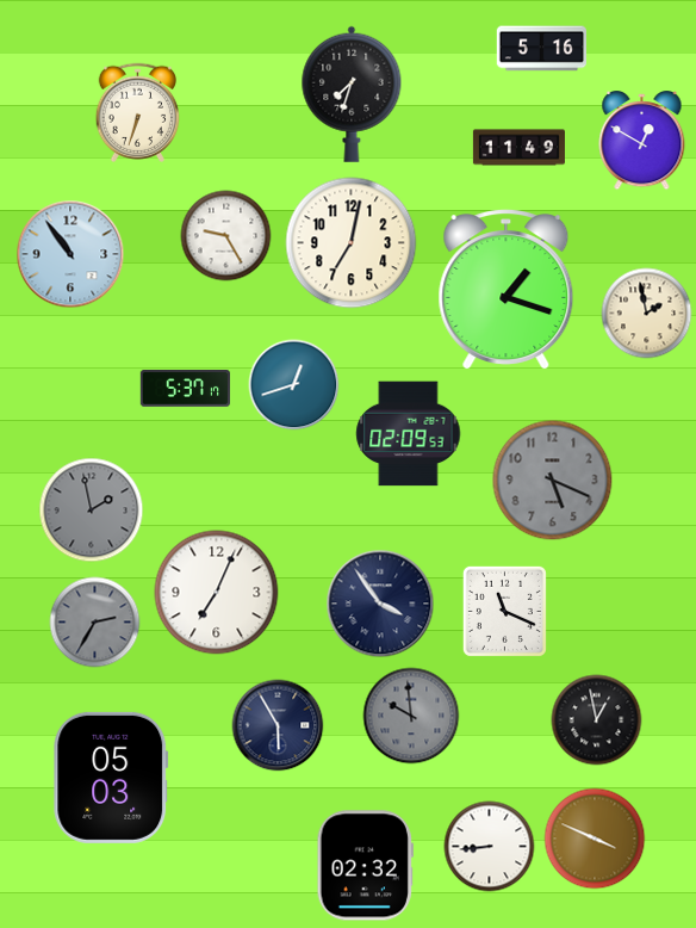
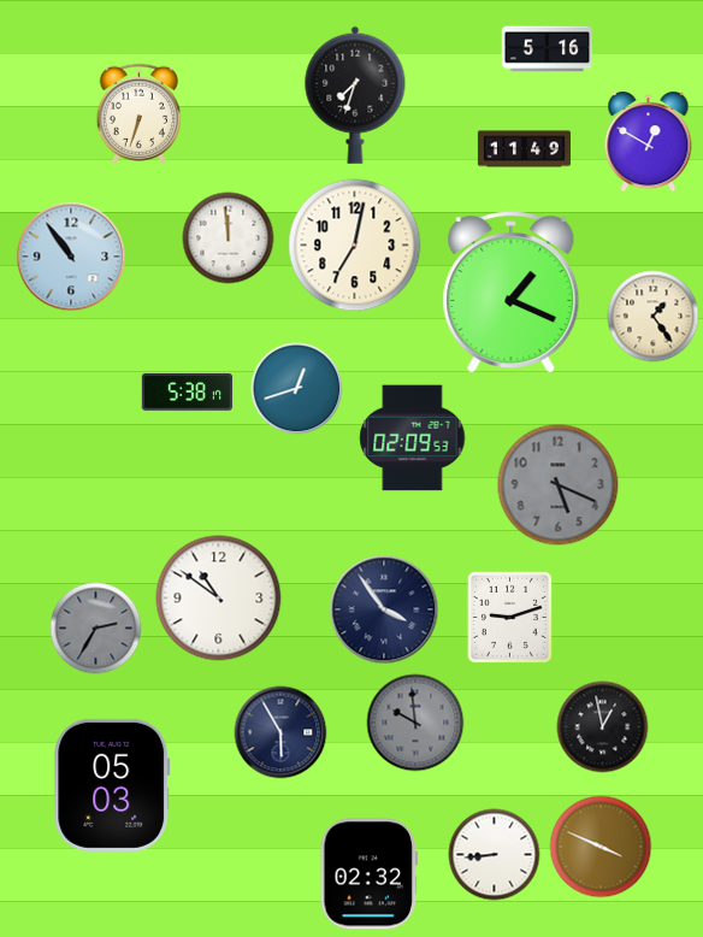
clock at (226, 236): 9:25 -> 11:59
clock at (507, 289): 1:18 -> 1:19
clock at (647, 314): 1:58 -> 1:24
clock at (185, 389): 5:37 -> 5:38
clock at (92, 511): 1:58 -> none
clock at (217, 593): 7:04 -> 10:51
clock at (504, 611): 11:19 -> 9:12
